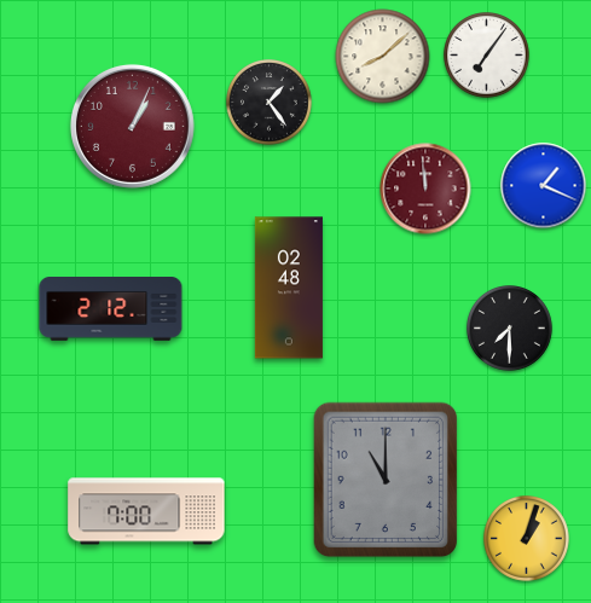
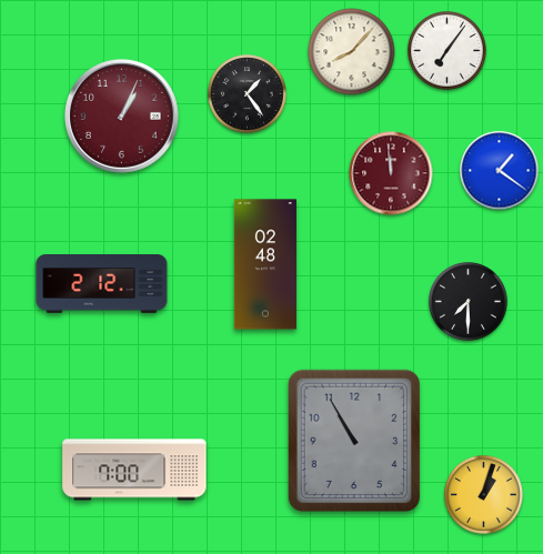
clock at (383, 57): 8:08 -> 8:07
clock at (544, 186): 1:19 -> 1:21
clock at (386, 480): 11:00 -> 10:55
